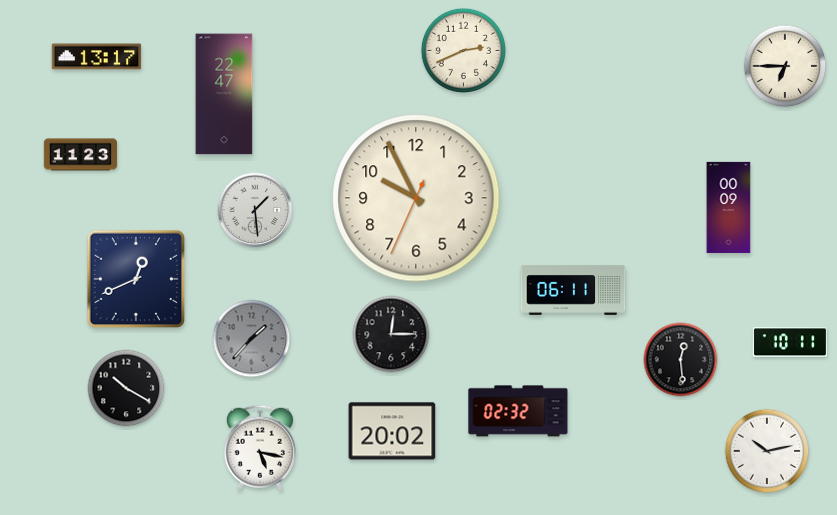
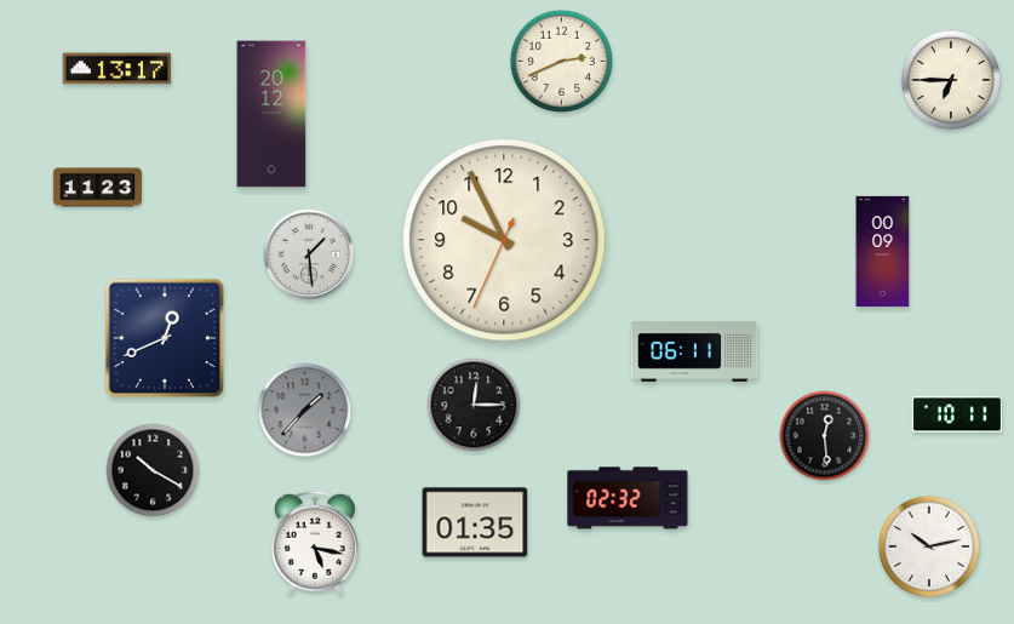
clock at (224, 94): 22:47 -> 20:12
clock at (392, 431): 20:02 -> 01:35
